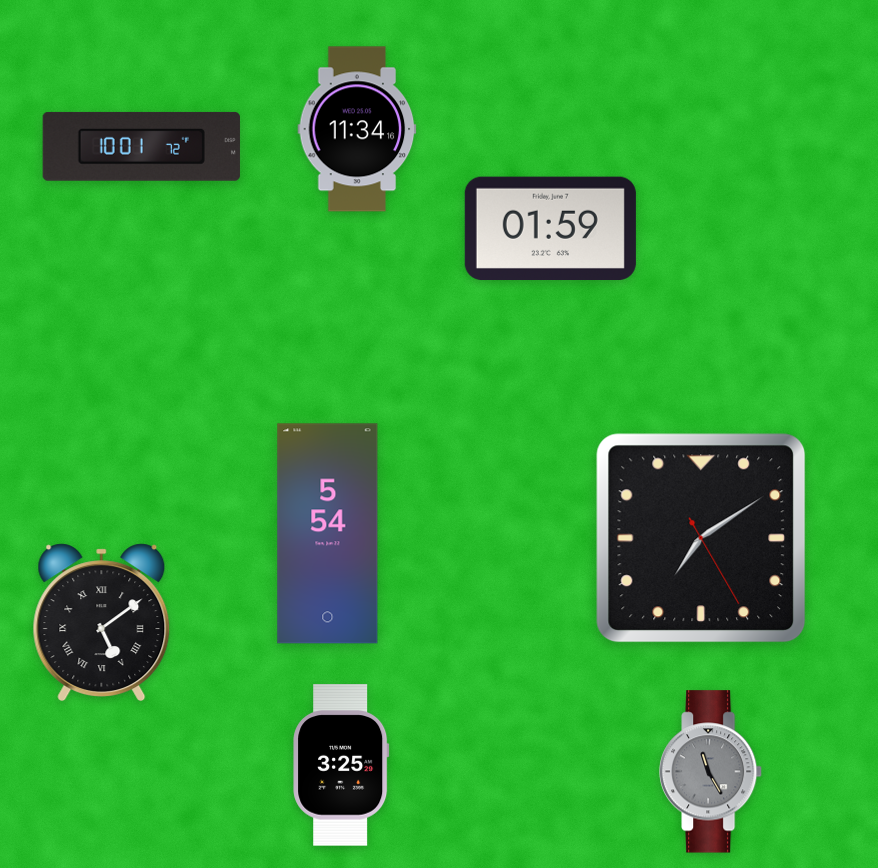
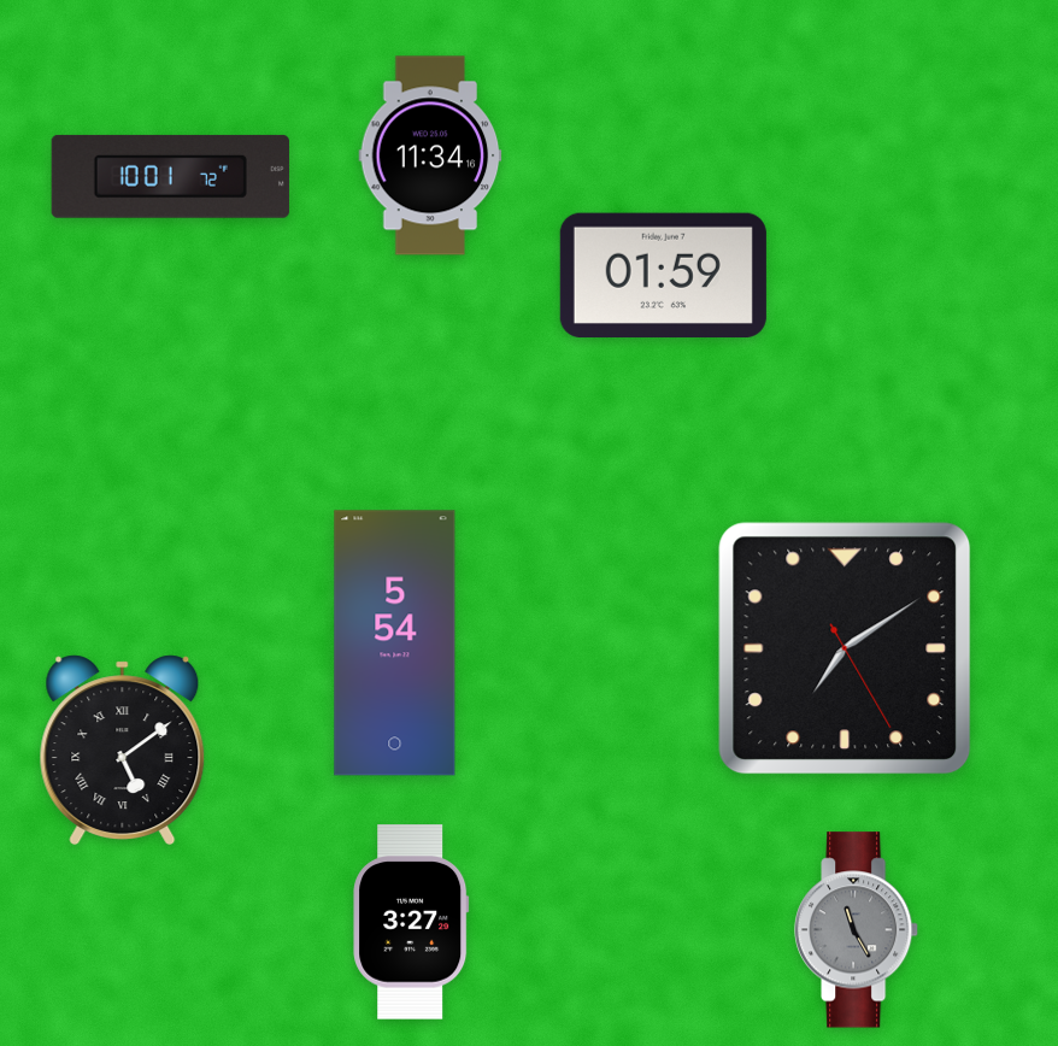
clock at (341, 765): 3:25 -> 3:27
